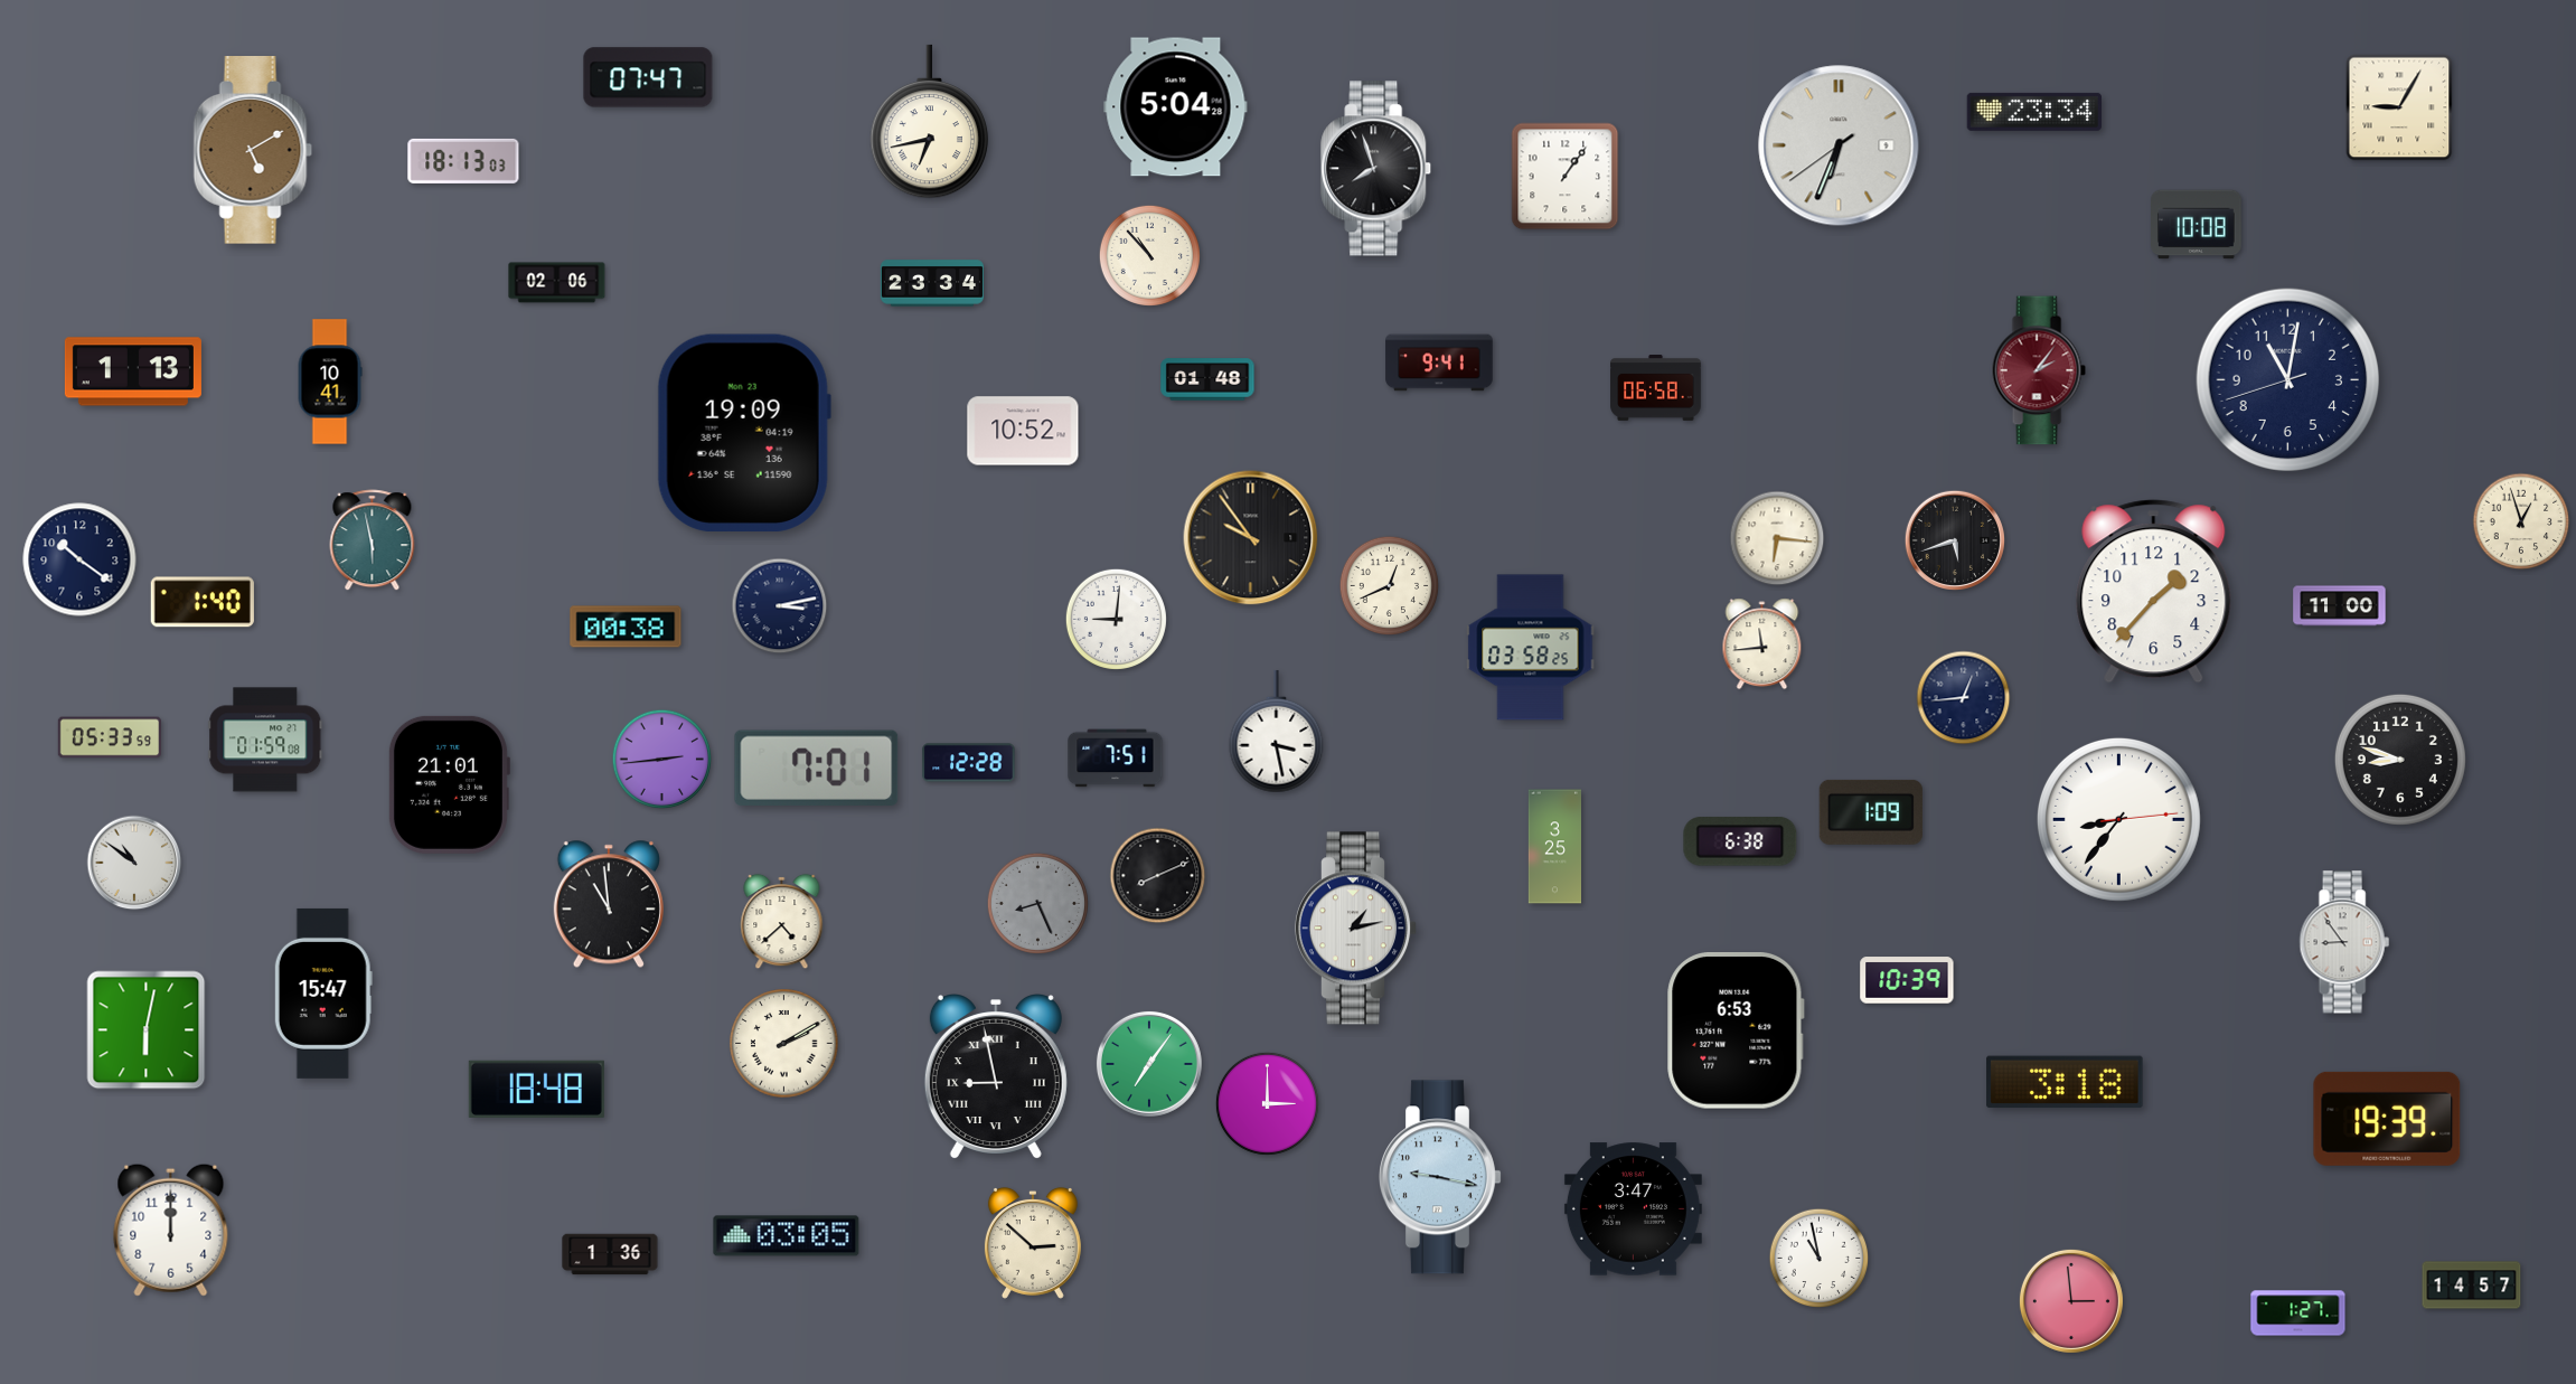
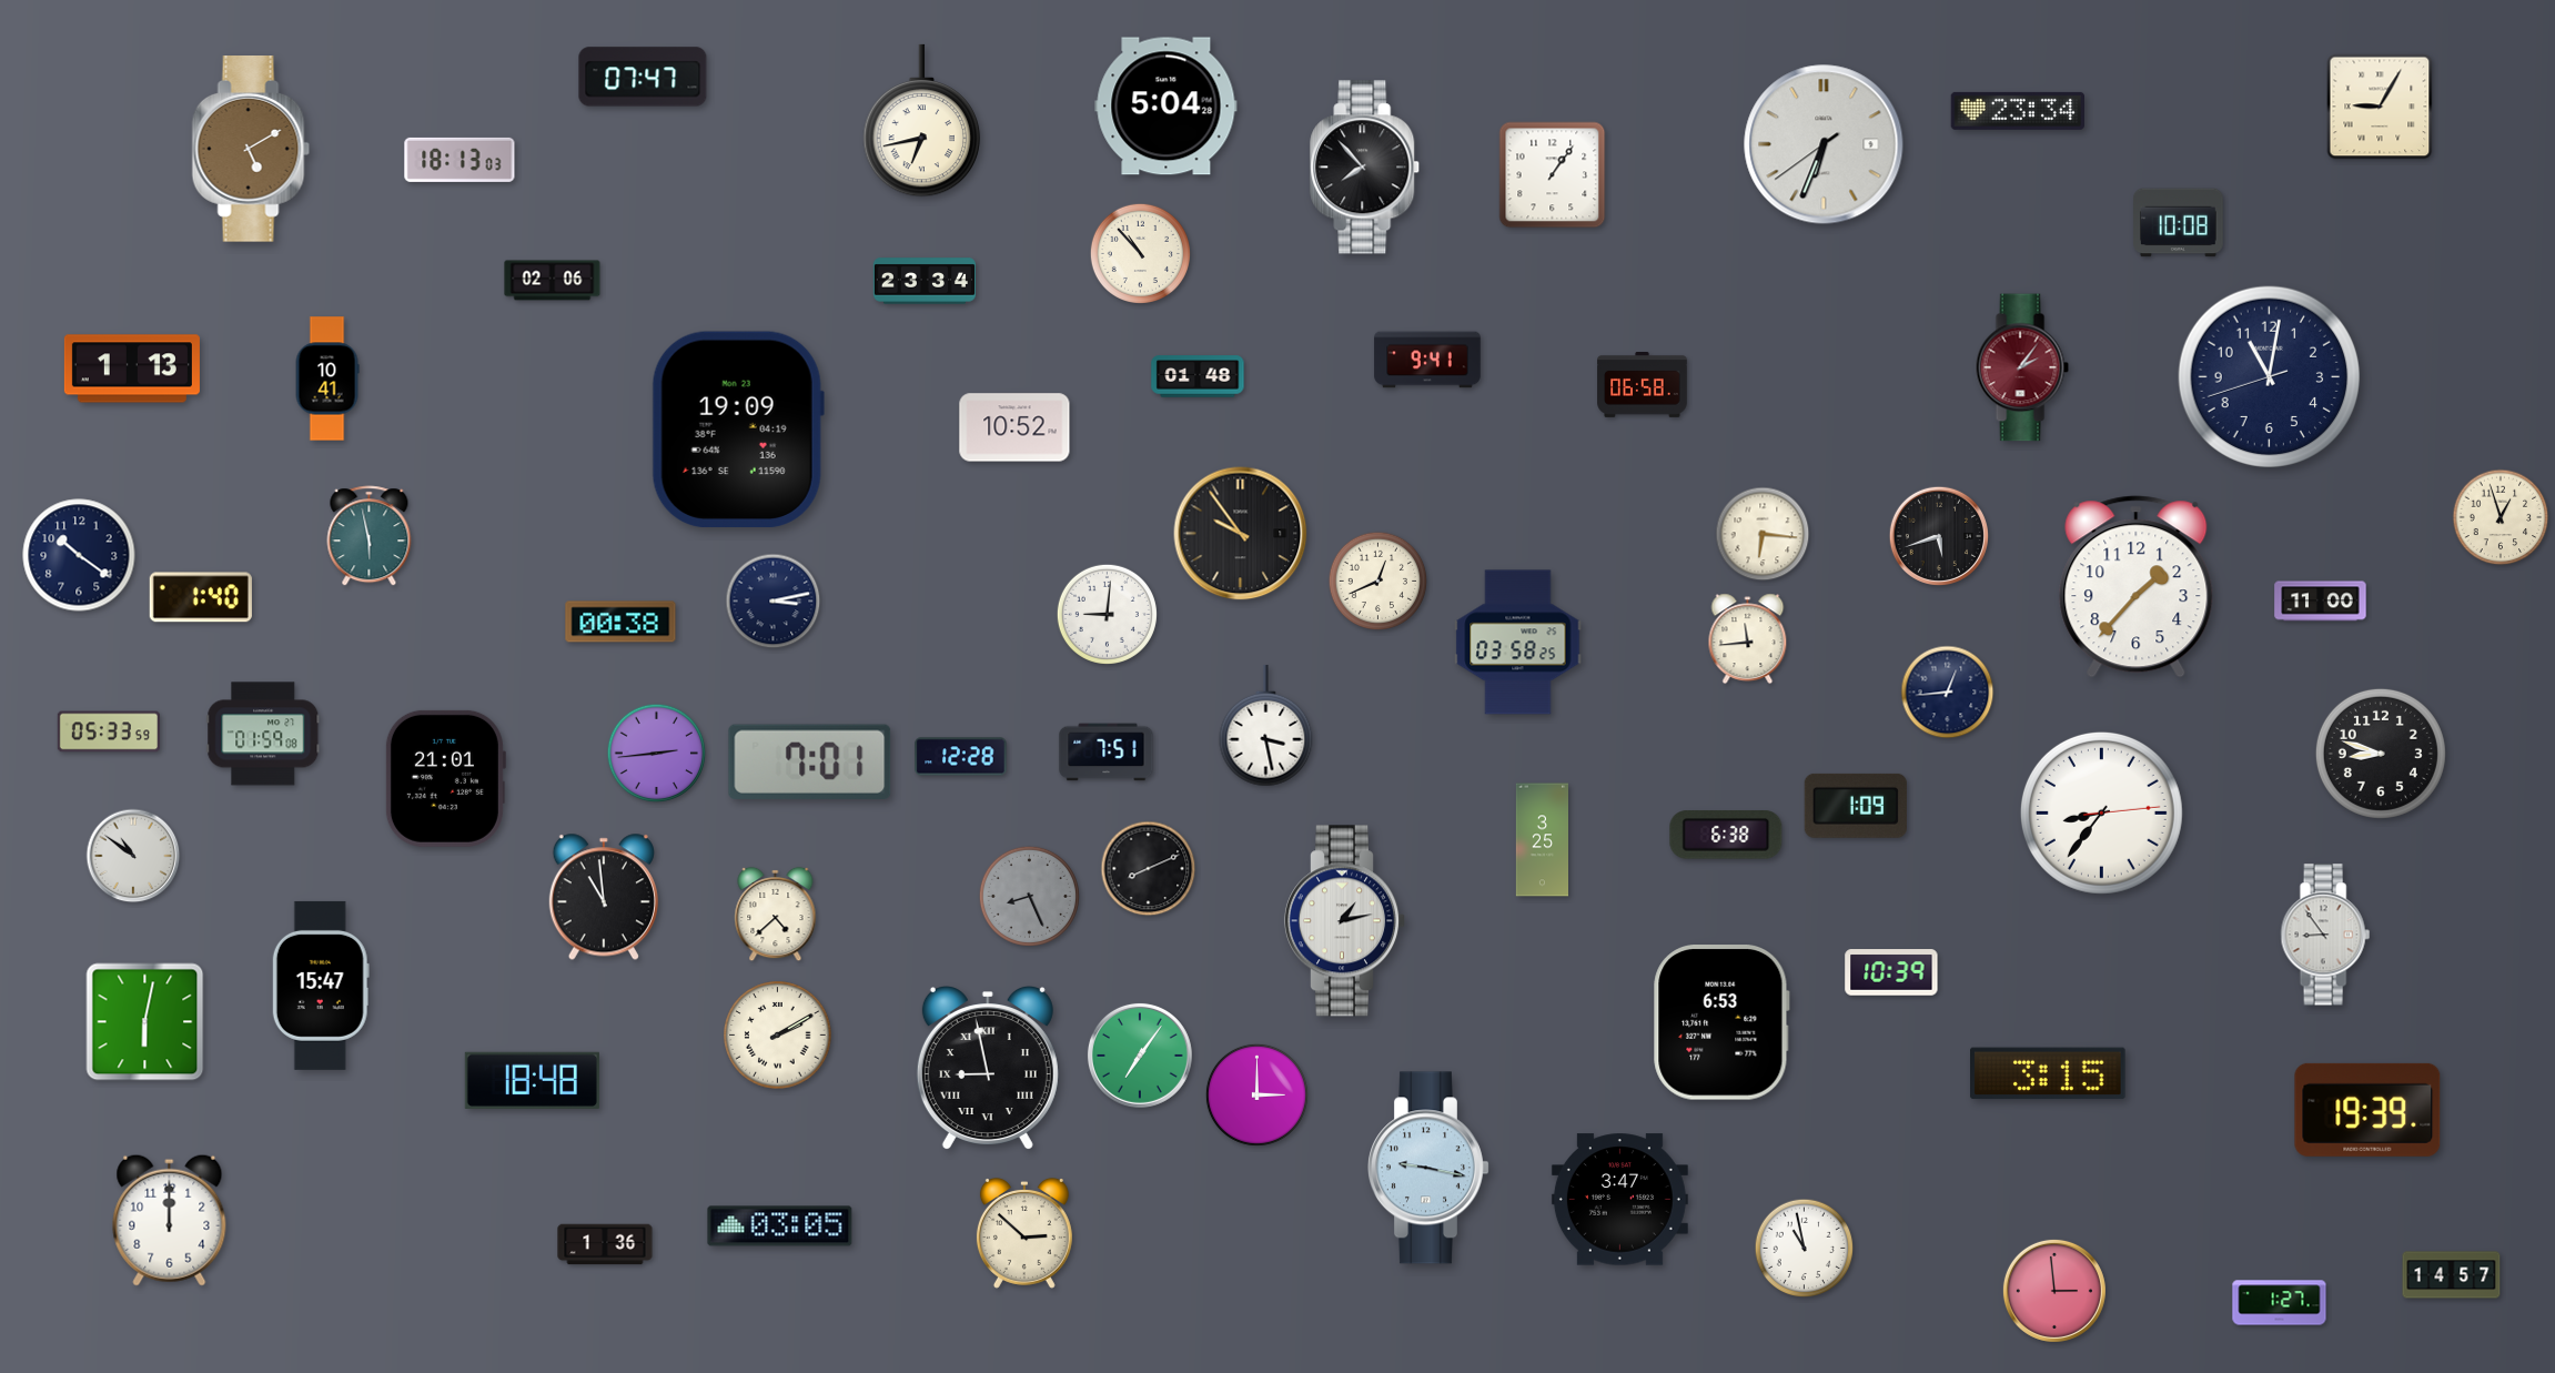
clock at (1376, 169): 7:57 -> 7:53
clock at (2065, 1082): 3:18 -> 3:15
